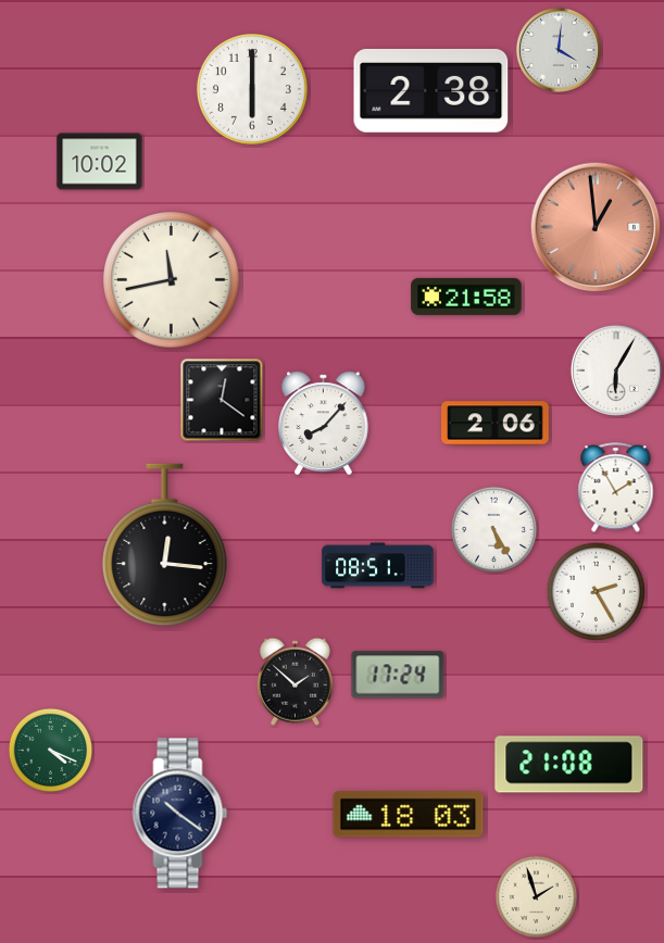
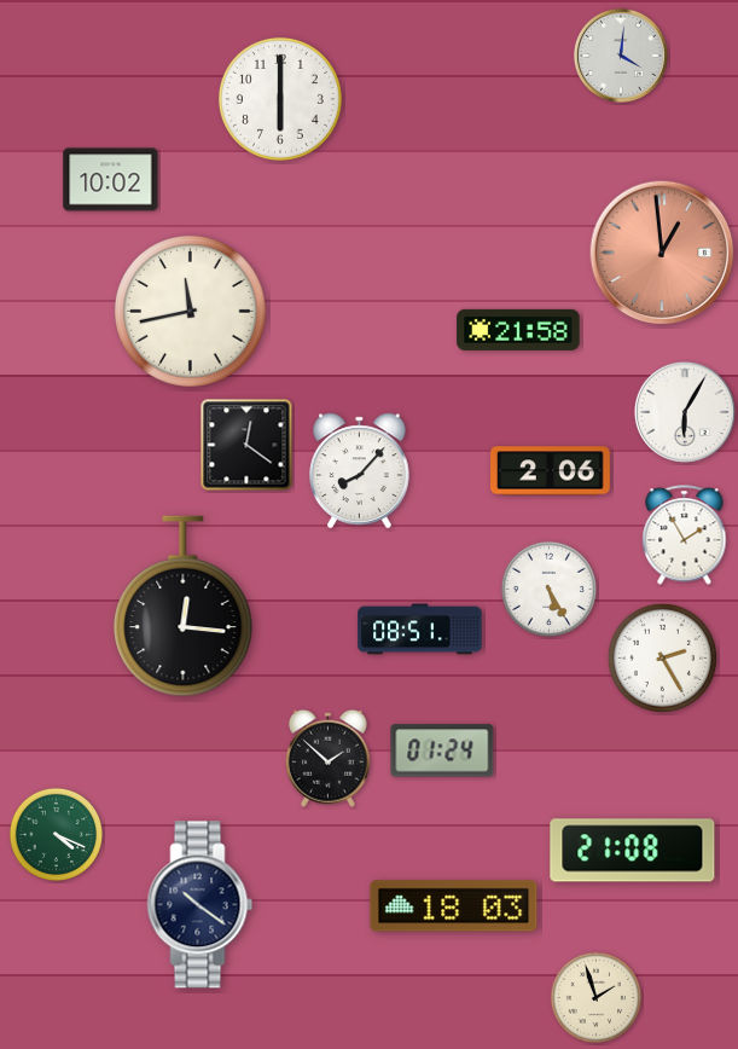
clock at (431, 90): 2:38 -> none
clock at (616, 488) position: (616, 488) -> (685, 535)
clock at (398, 675): 17:24 -> 01:24
